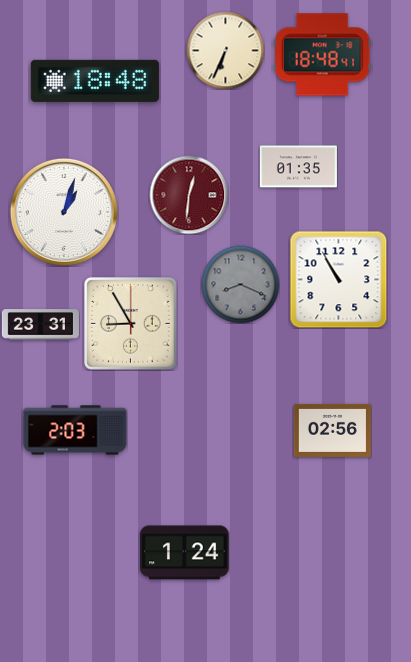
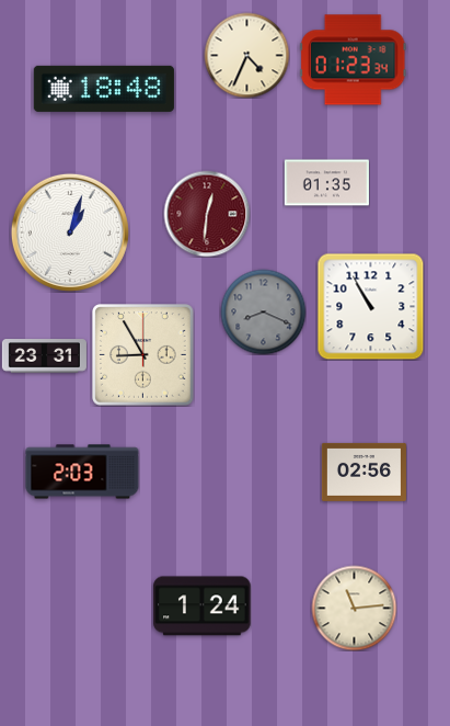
clock at (225, 50): 6:34 -> 4:34
clock at (322, 55): 18:48 -> 01:23
clock at (354, 608): none -> 11:14
